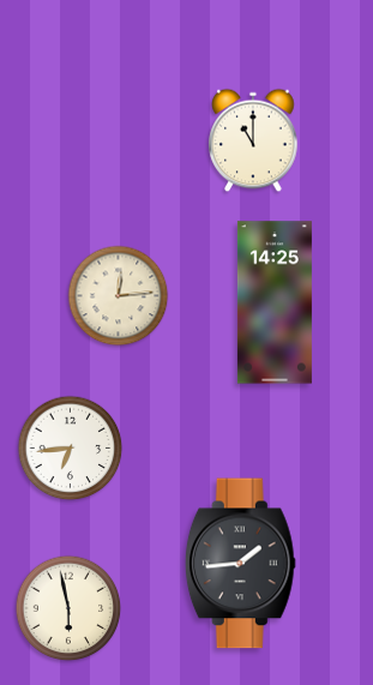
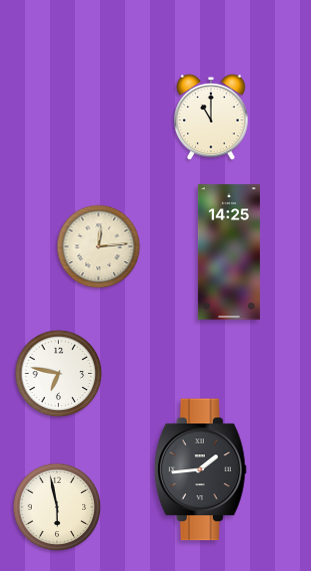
clock at (71, 449): 6:44 -> 6:47
